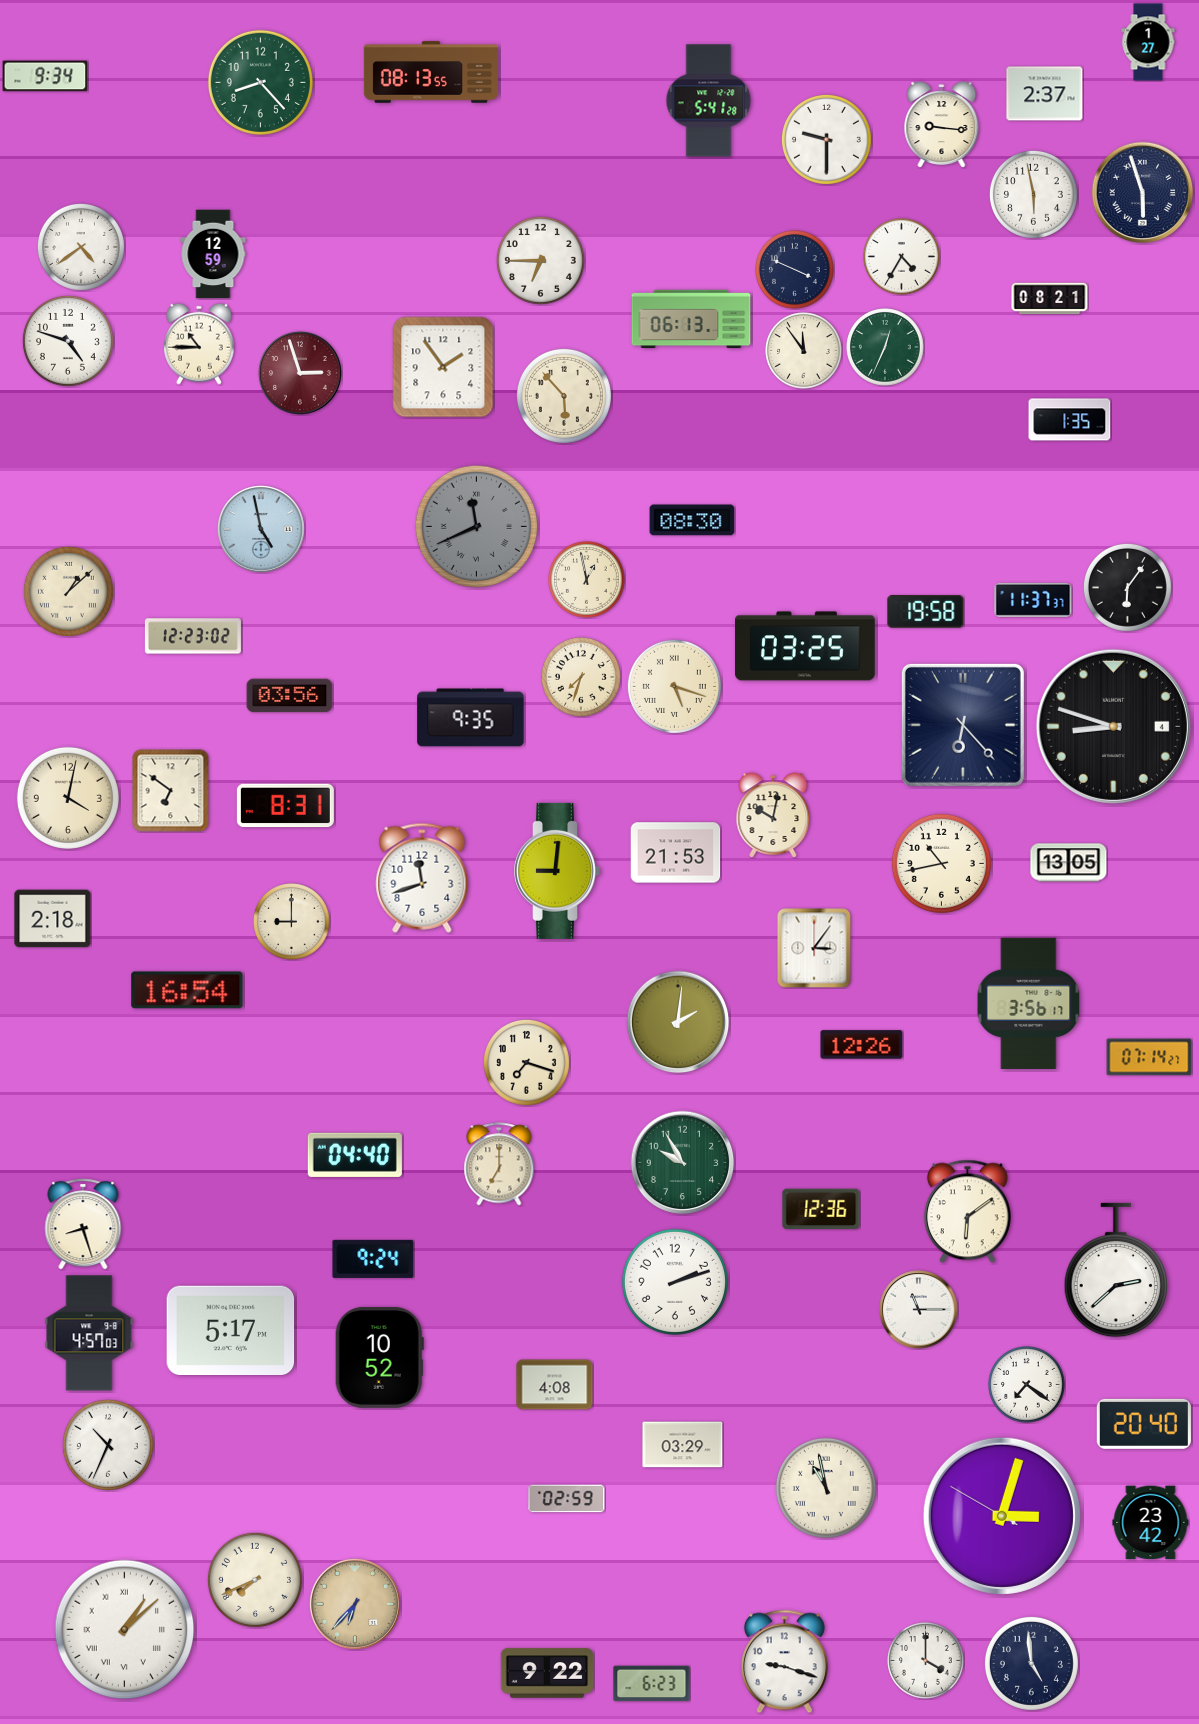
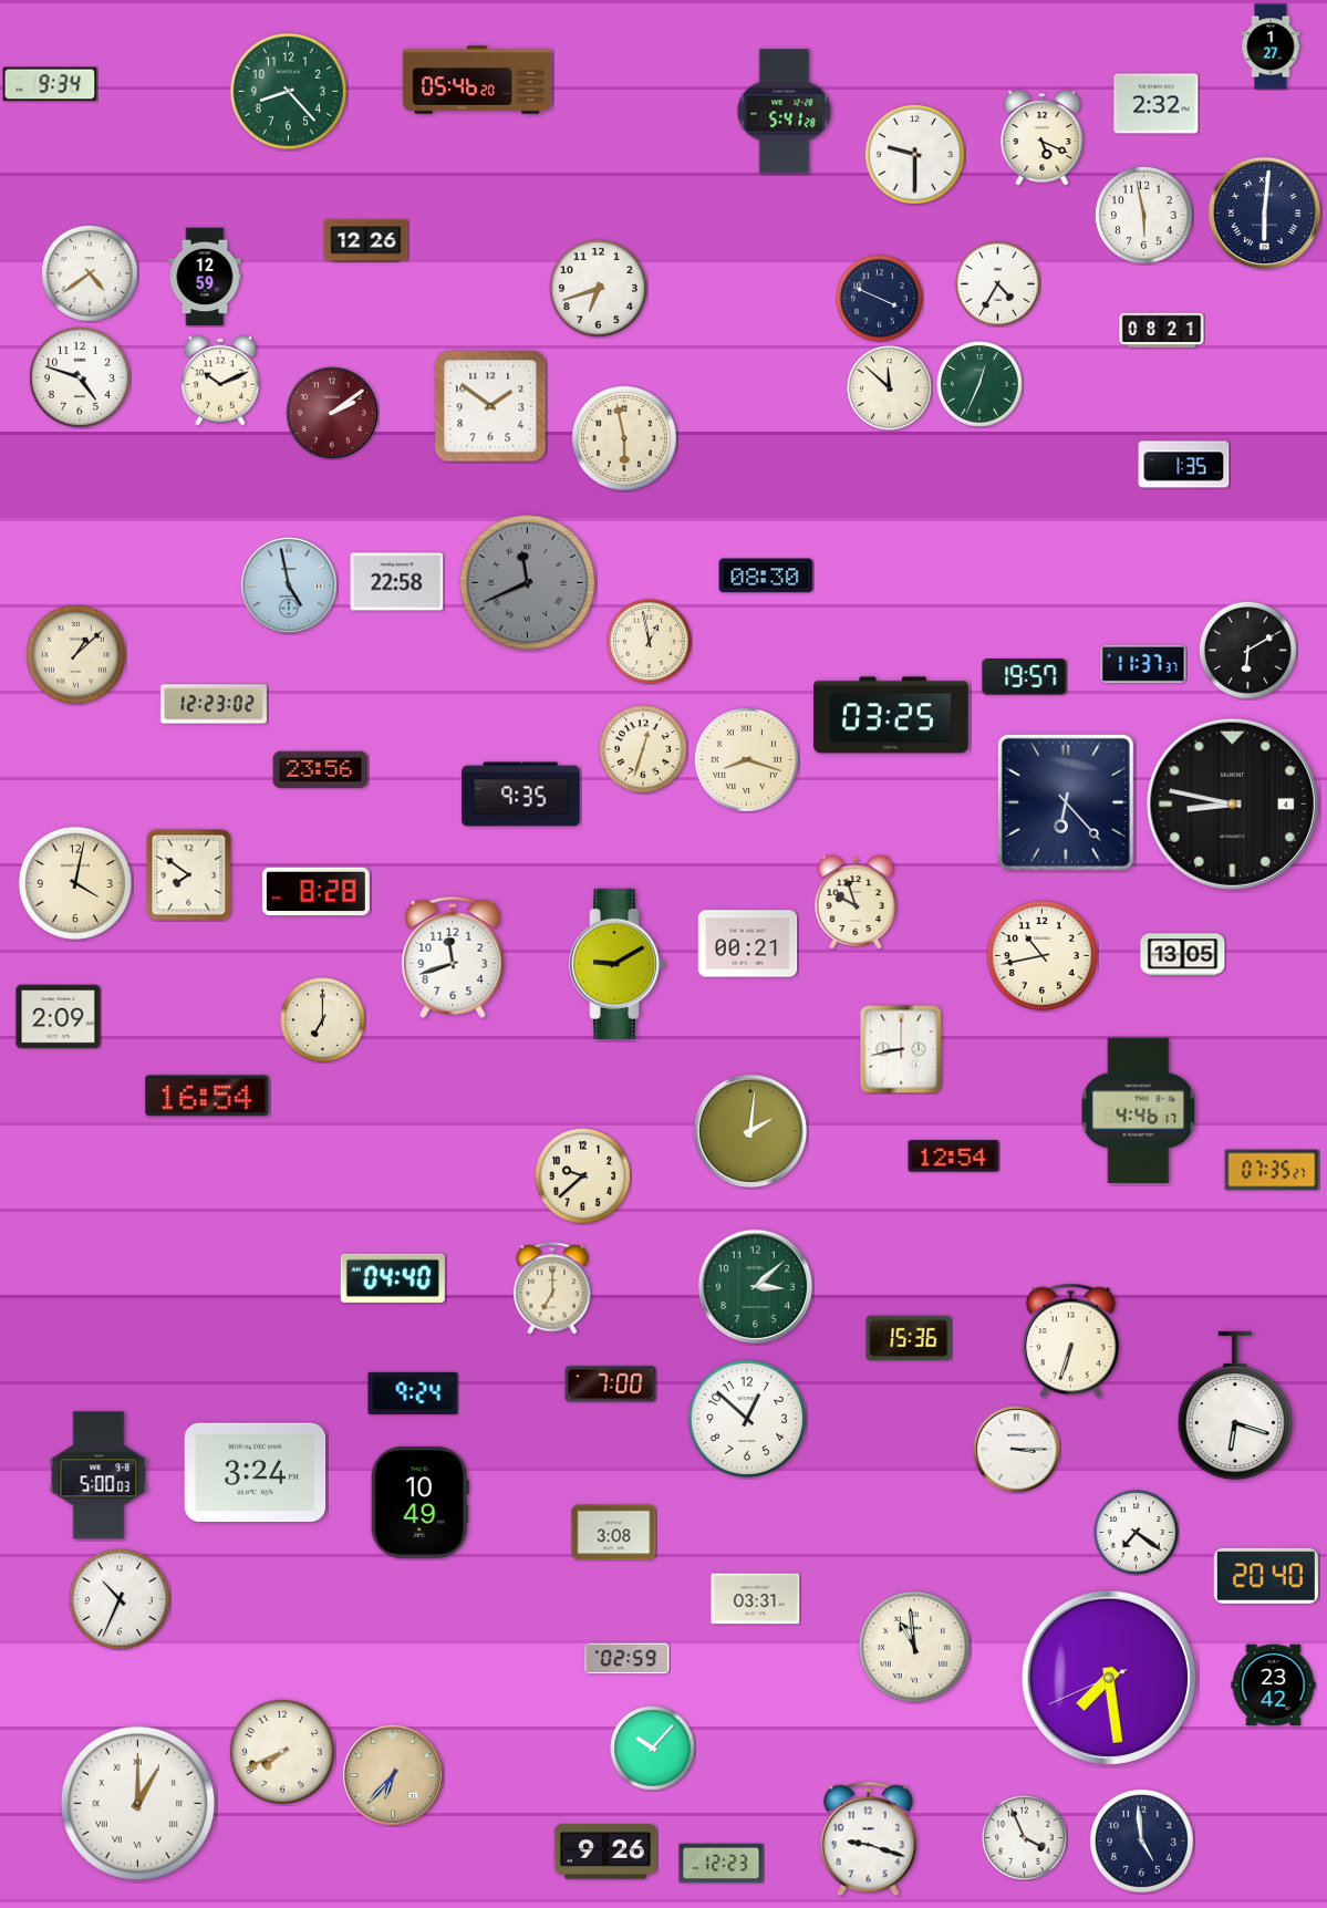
clock at (431, 72): 08:13 -> 05:46
clock at (1045, 94): 2:37 -> 2:32
clock at (942, 124): 9:16 -> 5:19
clock at (1143, 193): 5:57 -> 6:01
clock at (366, 241): none -> 12:26
clock at (213, 254) position: (213, 254) -> (205, 277)
clock at (540, 260): 6:45 -> 6:42
clock at (691, 319): 06:13 -> none
clock at (68, 341) position: (68, 341) -> (80, 377)
clock at (199, 344): 10:45 -> 10:11
clock at (804, 351): 11:54 -> 11:52
clock at (443, 367): 1:54 -> 1:51
clock at (300, 373): 2:57 -> 2:09
clock at (564, 396): 5:53 -> 5:58
clock at (397, 582): none -> 22:58
clock at (1127, 587): 6:06 -> 6:10
clock at (926, 612): 19:58 -> 19:57
clock at (582, 678): 7:33 -> 12:33
clock at (674, 686): 5:18 -> 8:18
clock at (290, 696): 03:56 -> 23:56
clock at (1113, 726): 8:48 -> 8:47
clock at (171, 791): 6:51 -> 7:51
clock at (285, 806): 8:31 -> 8:28
clock at (773, 815): 10:02 -> 9:57
clock at (676, 853): 21:53 -> 00:21
clock at (557, 871): 9:01 -> 9:10
clock at (422, 878) position: (422, 878) -> (453, 957)
clock at (53, 919): 2:18 -> 2:09
clock at (292, 922): 9:00 -> 7:00
clock at (814, 948): 3:06 -> 8:43
clock at (1029, 1003): 3:56 -> 4:46
clock at (862, 1045): 12:26 -> 12:54
clock at (1149, 1057): 07:14 -> 07:35
clock at (526, 1062): 7:18 -> 9:38
clock at (683, 1163): 9:55 -> 3:08
clock at (821, 1209): 12:36 -> 15:36
clock at (967, 1212): 6:09 -> 6:33
clock at (83, 1224): 8:27 -> none
clock at (611, 1385): none -> 7:00
clock at (1115, 1270): 2:38 -> 6:18
clock at (675, 1282): 2:12 -> 12:52
clock at (919, 1310): 11:15 -> 3:15
clock at (231, 1330): 5:17 -> 3:24
clock at (89, 1333): 4:57 -> 5:00
clock at (379, 1358): 10:52 -> 10:49
clock at (555, 1385): 4:08 -> 3:08
clock at (683, 1445): 03:29 -> 03:31
clock at (826, 1488): 10:58 -> 10:59
clock at (1002, 1516): 3:02 -> 7:28
clock at (255, 1580) position: (255, 1580) -> (282, 1752)
clock at (653, 1749): none -> 10:07
clock at (125, 1630): 1:08 -> 1:00
clock at (926, 1661): 4:00 -> 3:56
clock at (547, 1673): 9:22 -> 9:26
clock at (652, 1684): 6:23 -> 12:23
